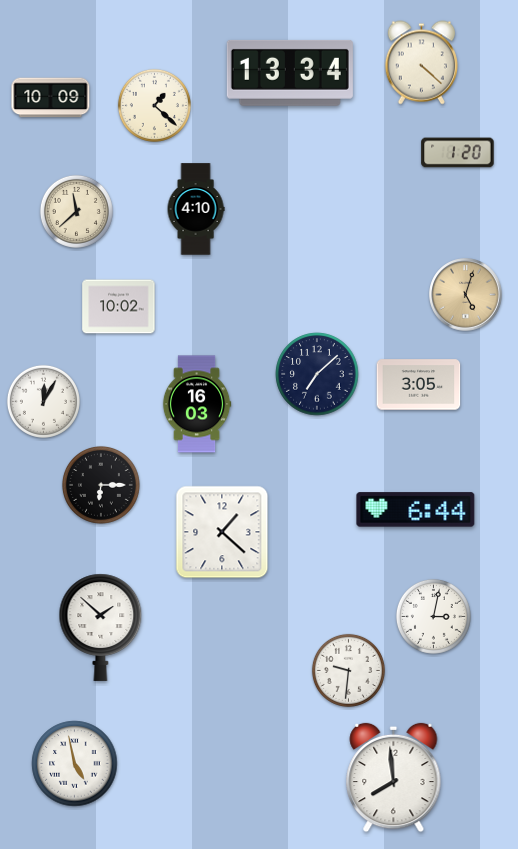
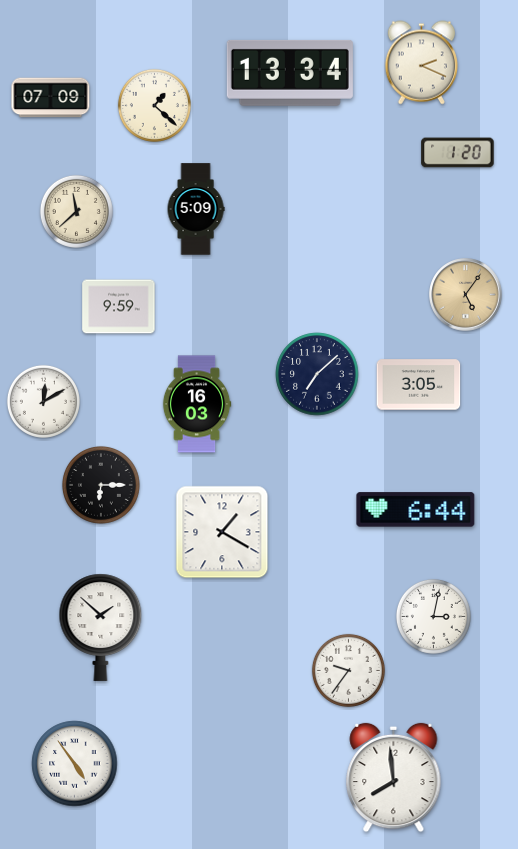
clock at (421, 63): 4:22 -> 2:19
clock at (51, 98): 10:09 -> 07:09
clock at (196, 209): 4:10 -> 5:09
clock at (466, 295): 5:03 -> 5:06
clock at (119, 307): 10:02 -> 9:59
clock at (43, 401): 12:05 -> 12:10
clock at (222, 532): 1:22 -> 1:20
clock at (348, 670): 9:31 -> 9:36
clock at (75, 764): 4:58 -> 4:54
